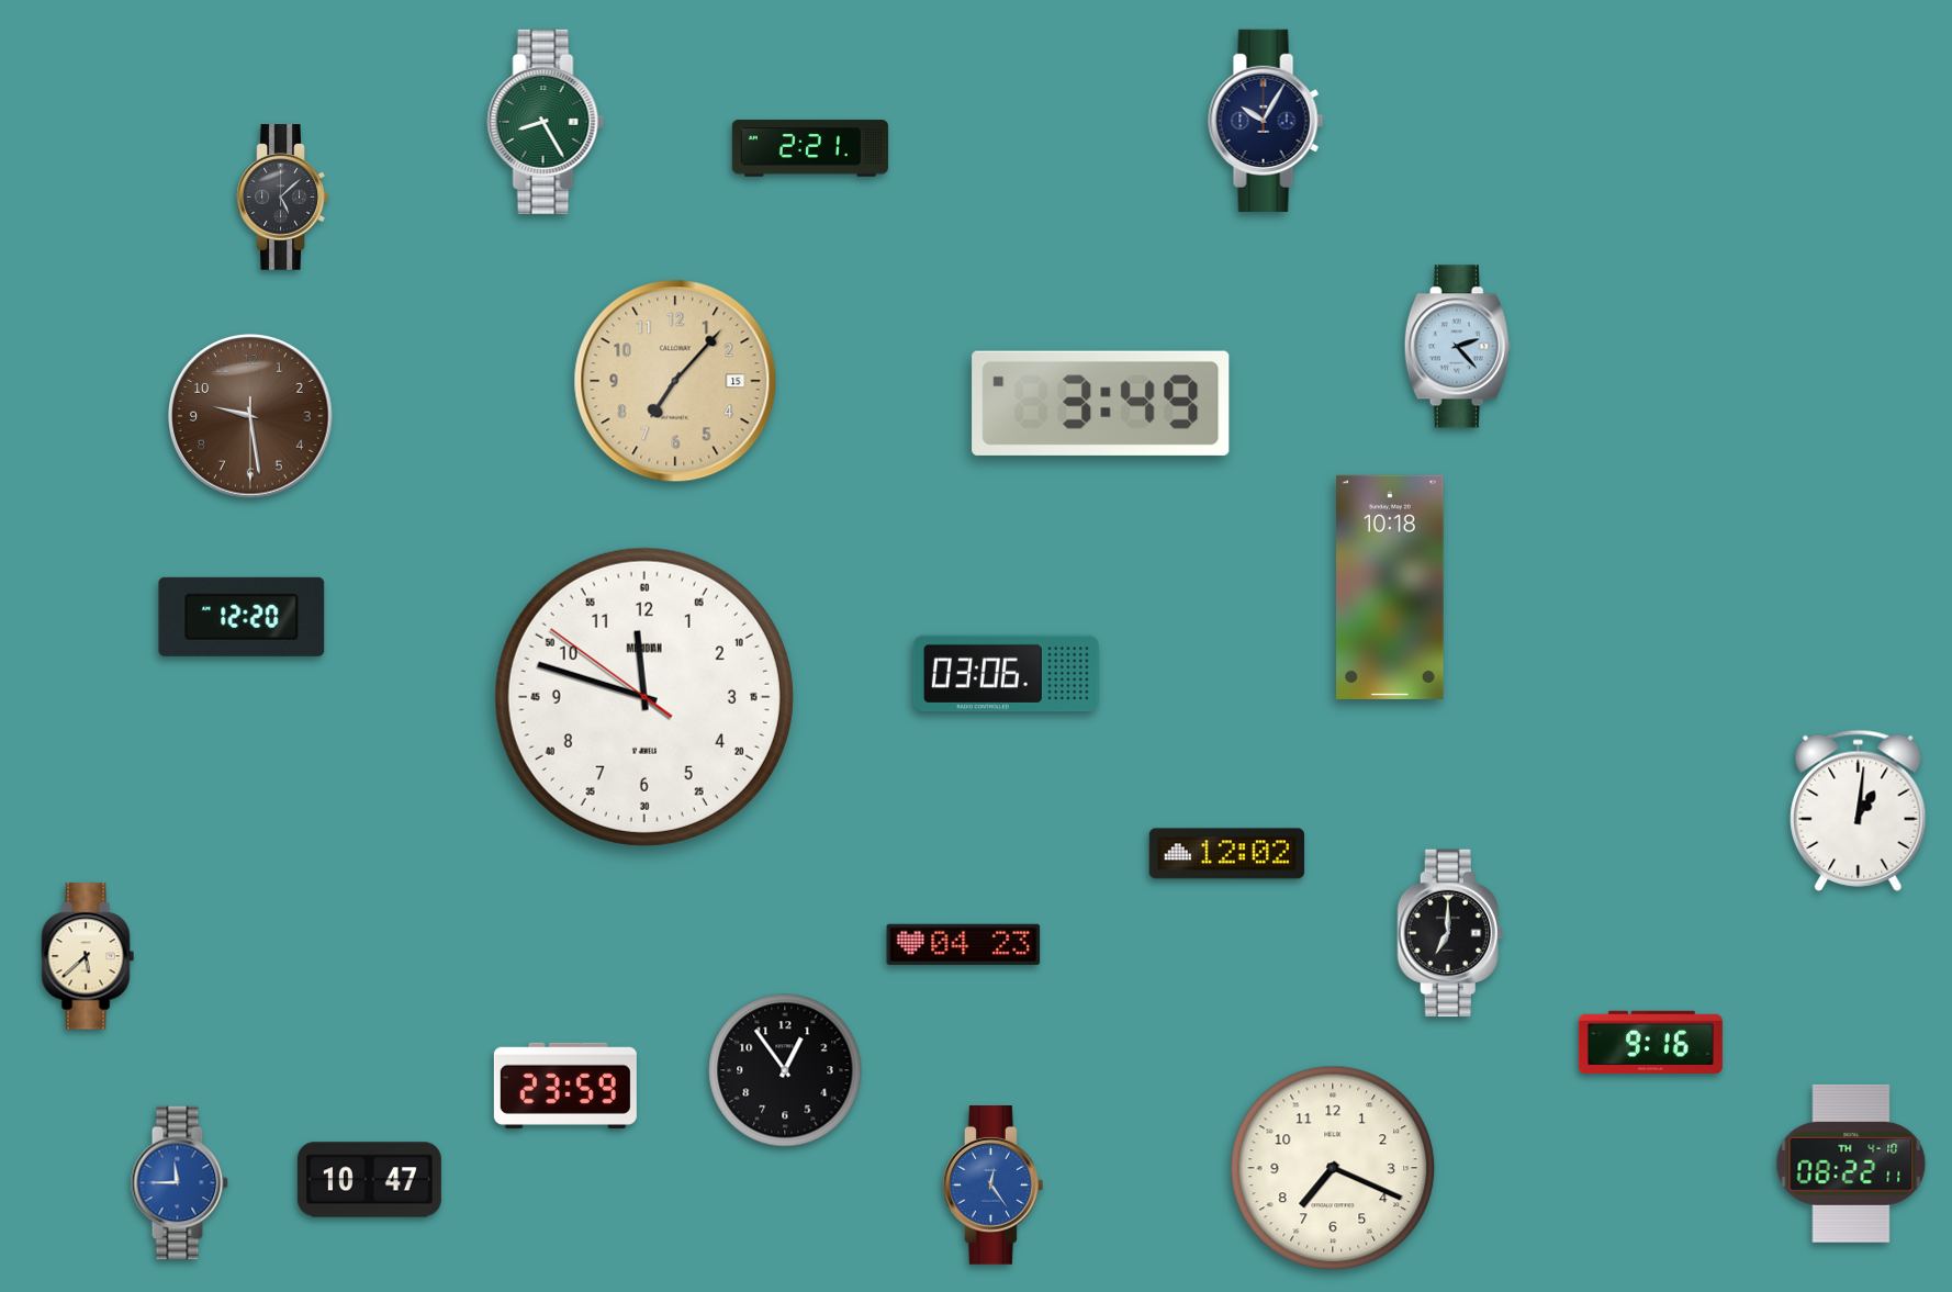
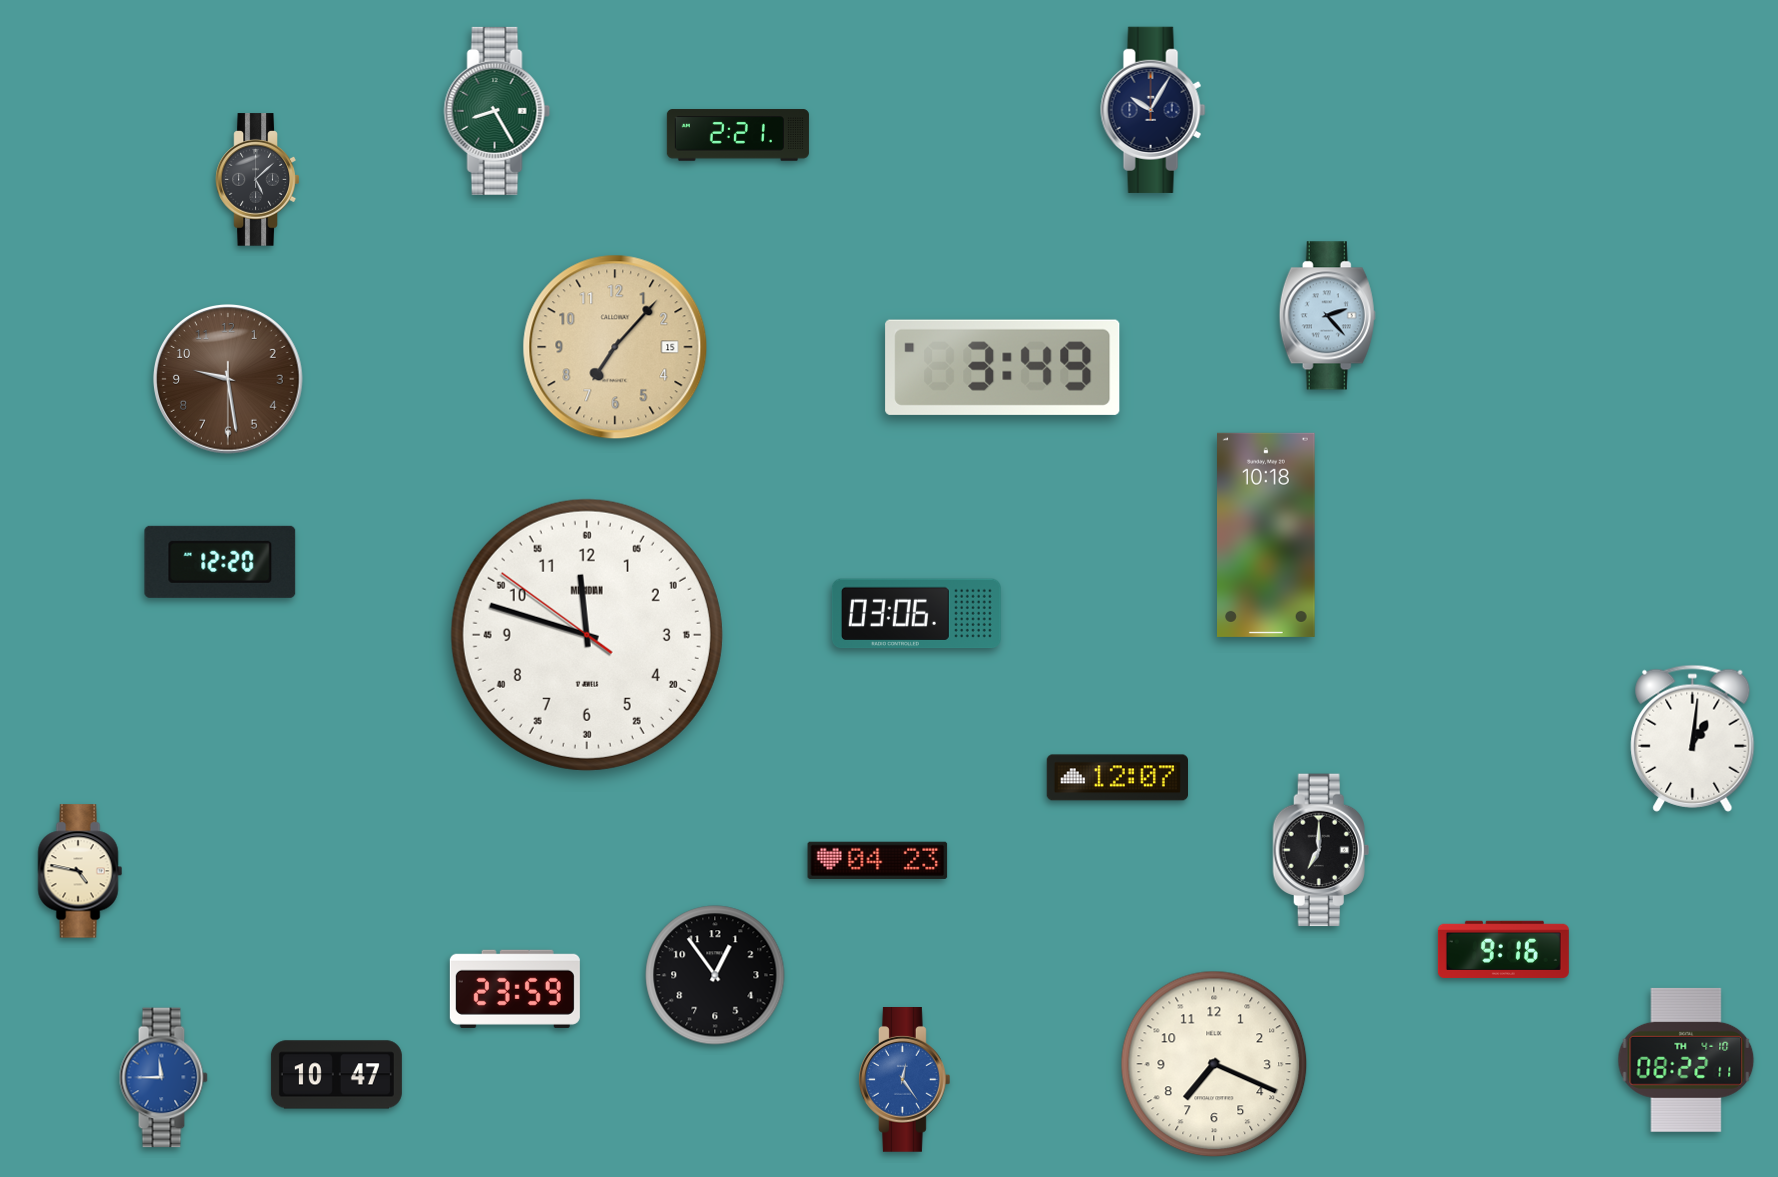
clock at (1226, 854): 12:02 -> 12:07
clock at (88, 956): 5:38 -> 4:47
